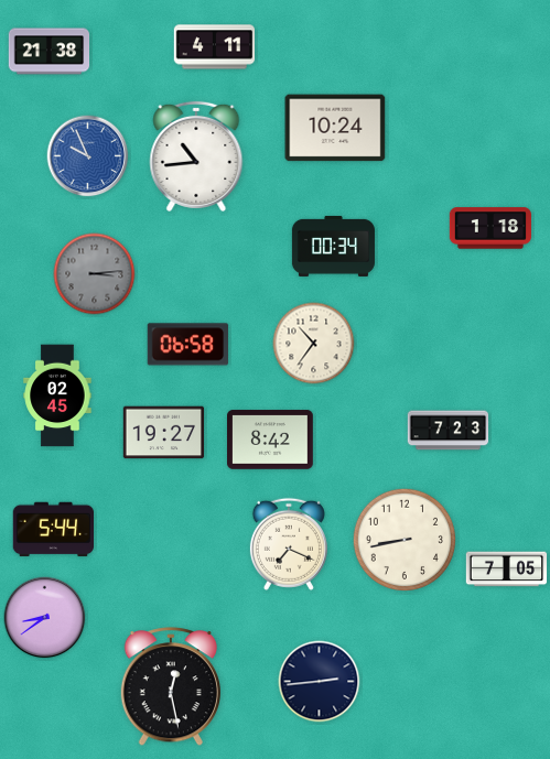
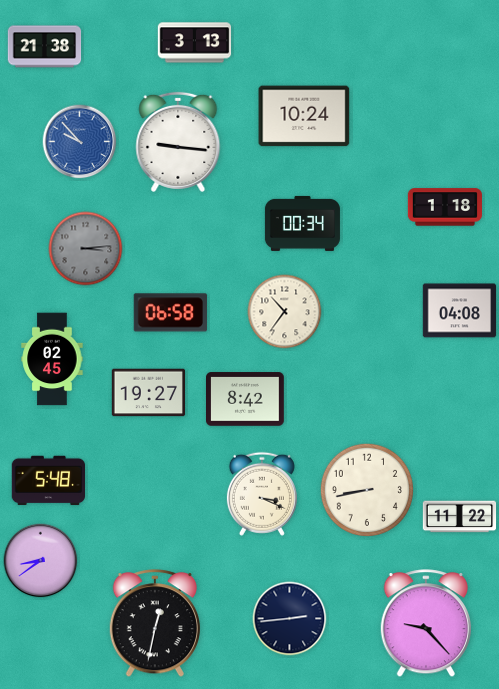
clock at (215, 47): 4:11 -> 3:13
clock at (88, 156): 9:56 -> 9:53
clock at (196, 156): 10:44 -> 9:16
clock at (460, 311): none -> 04:08
clock at (449, 431): 7:23 -> none
clock at (53, 530): 5:44 -> 5:48
clock at (289, 544): 7:19 -> 3:19
clock at (507, 570): 7:05 -> 11:22
clock at (170, 687): 12:28 -> 12:32
clock at (425, 624): none -> 9:23
